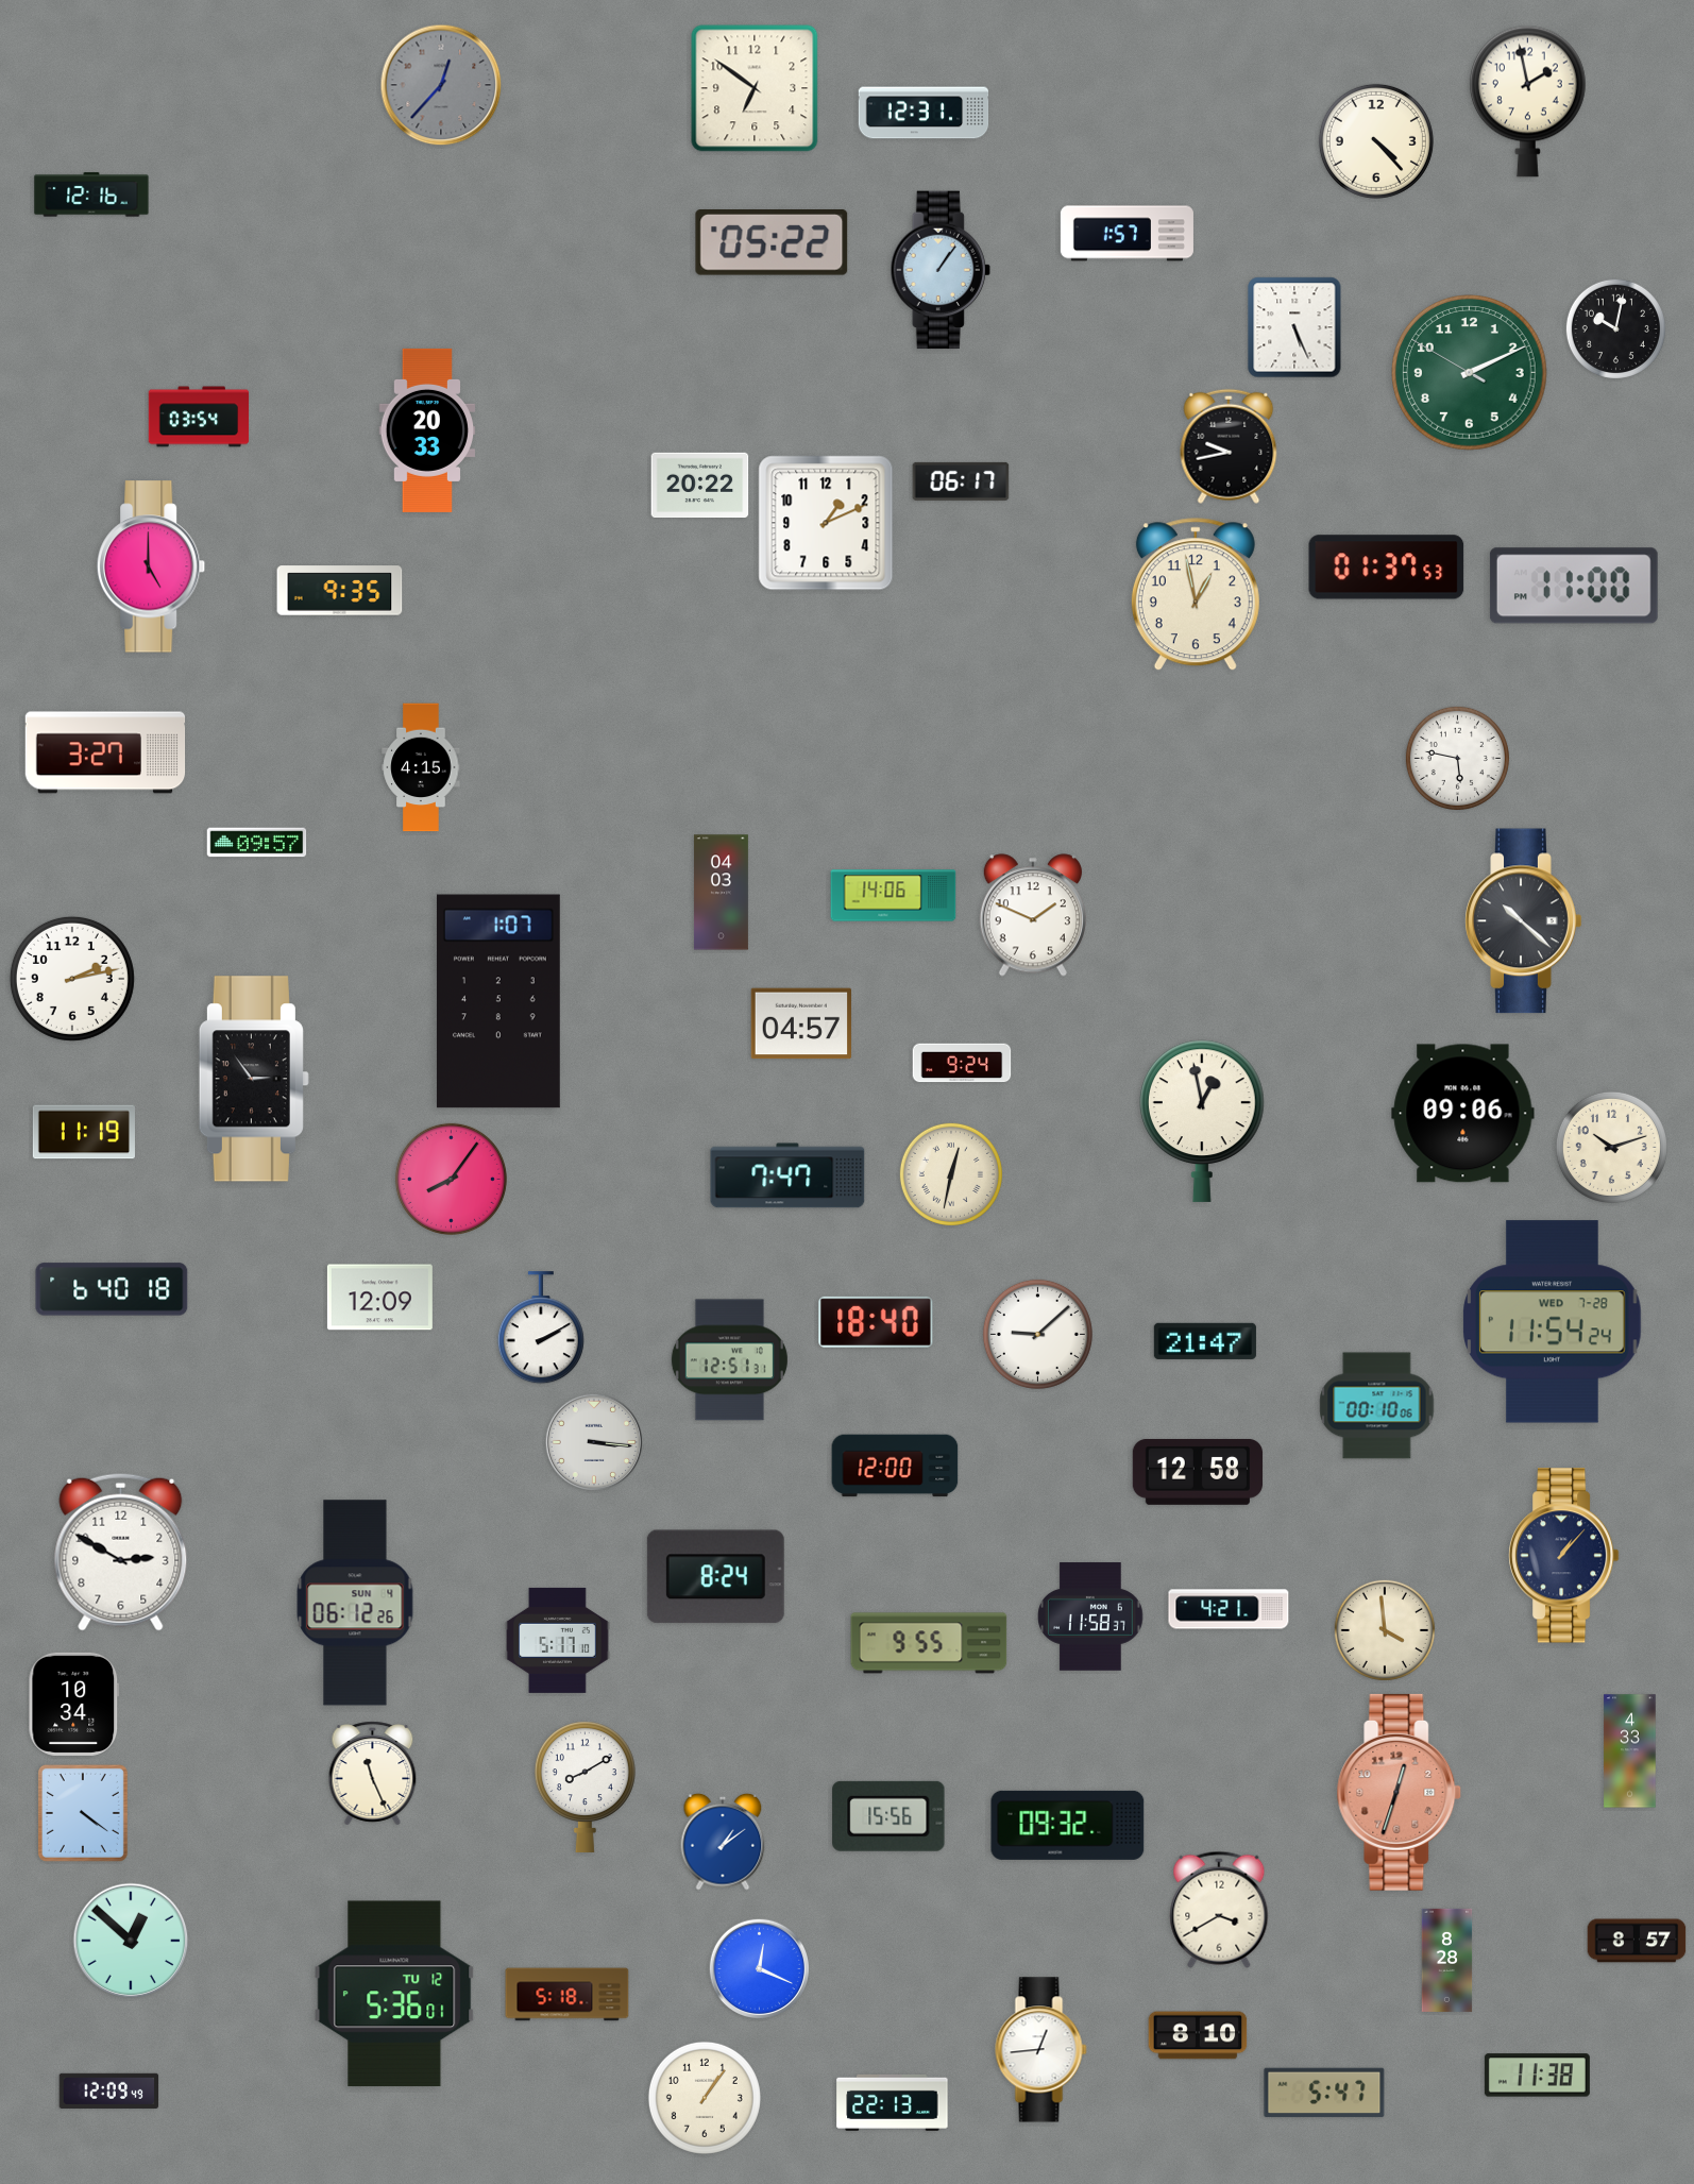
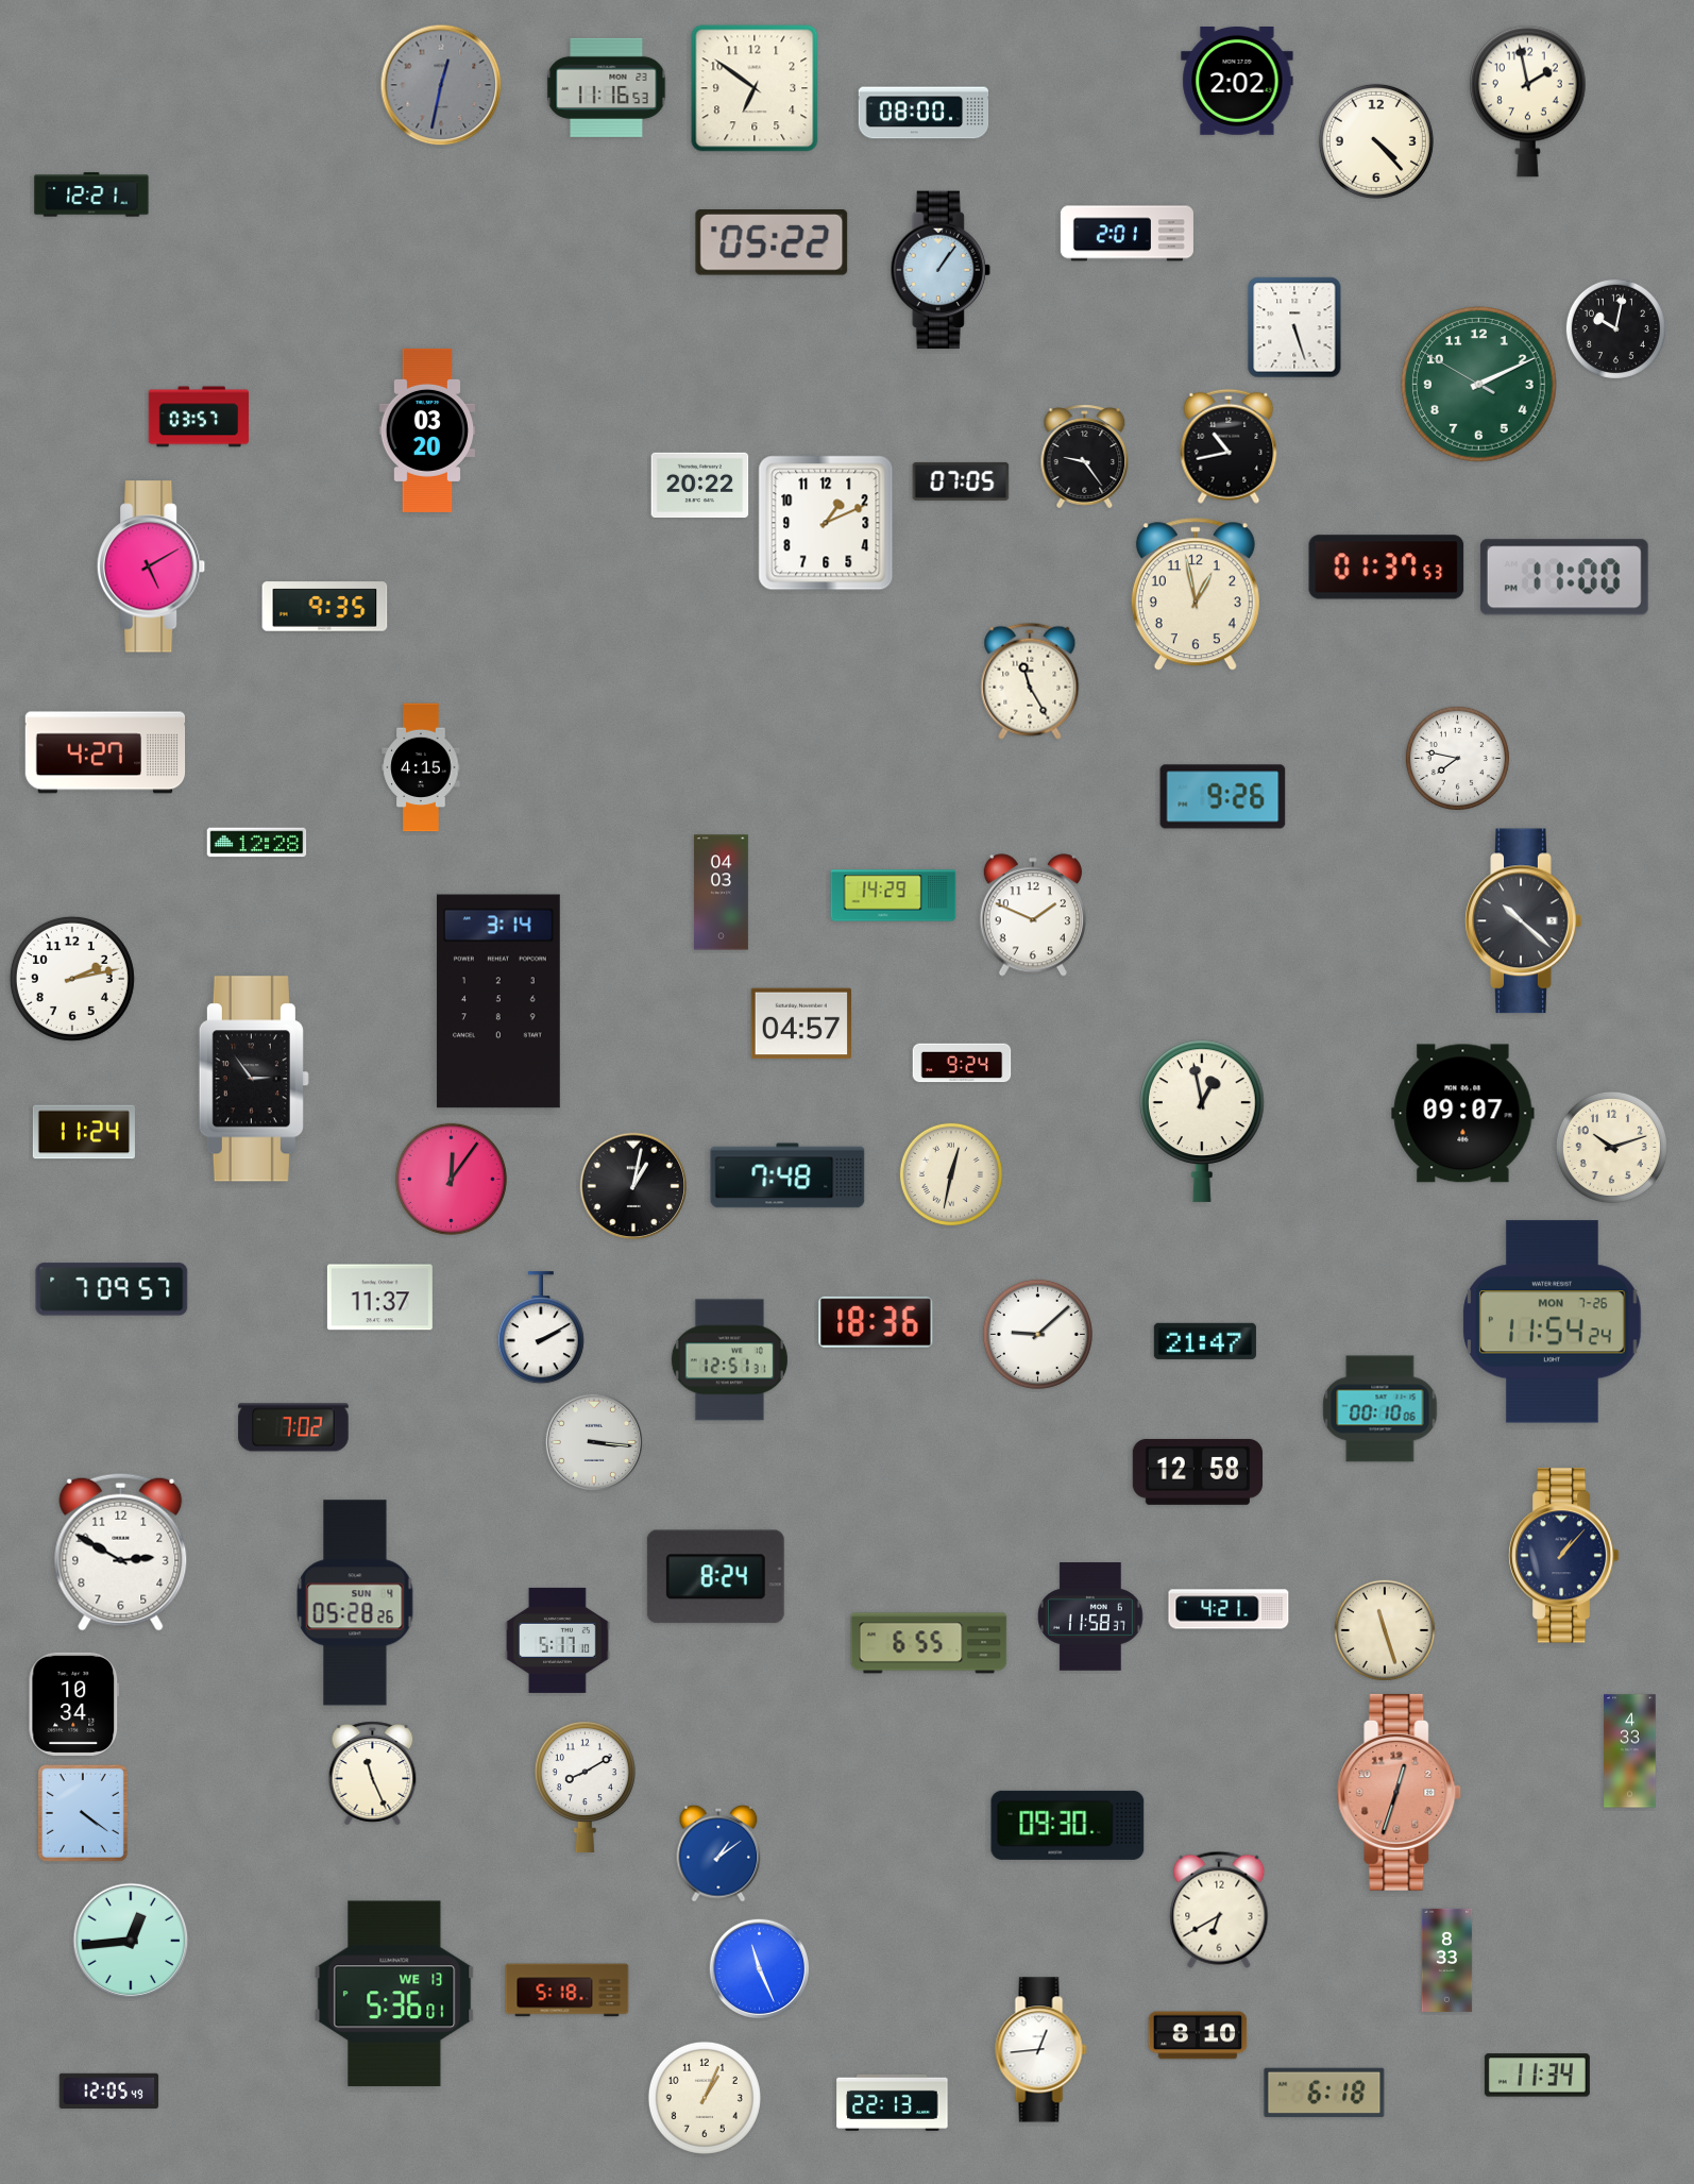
clock at (1237, 82): none -> 2:02
clock at (441, 85): 12:37 -> 12:32
clock at (607, 87): none -> 11:16
clock at (924, 113): 12:31 -> 08:00
clock at (91, 194): 12:16 -> 12:21
clock at (1126, 234): 1:57 -> 2:01
clock at (1294, 327): 5:26 -> 5:27
clock at (1470, 373) position: (1470, 373) -> (1479, 385)
clock at (199, 417): 03:54 -> 03:57
clock at (427, 430): 20:33 -> 03:20
clock at (1229, 446): 9:43 -> 10:43
clock at (1085, 457): none -> 9:24
clock at (961, 481): 06:17 -> 07:05
clock at (152, 566): 5:00 -> 5:10
clock at (1574, 586) position: (1574, 586) -> (1564, 577)
clock at (340, 591) position: (340, 591) -> (325, 607)
clock at (1030, 681): none -> 11:25
clock at (105, 752): 3:27 -> 4:27
clock at (1457, 758): 5:47 -> 7:47
clock at (1223, 797): none -> 9:26
clock at (257, 843): 09:57 -> 12:28
clock at (894, 896): 14:06 -> 14:29
clock at (498, 1001): 1:07 -> 3:14
clock at (1463, 1114): 09:06 -> 09:07
clock at (84, 1132): 11:19 -> 11:24
clock at (787, 1175): 7:47 -> 7:48
clock at (451, 1179): 8:06 -> 12:06
clock at (633, 1186): none -> 1:02
clock at (112, 1289): 6:40 -> 7:09
clock at (379, 1298): 12:09 -> 11:37
clock at (876, 1322): 18:40 -> 18:36
clock at (1553, 1322) date: WED 7-28 -> MON 7-26
clock at (1377, 1406) position: (1377, 1406) -> (1380, 1409)
clock at (293, 1427): none -> 7:02
clock at (895, 1466): 12:00 -> none
clock at (355, 1603): 06:12 -> 05:28
clock at (1385, 1630): 3:59 -> 11:27
clock at (929, 1643): 9:55 -> 6:55
clock at (888, 1816): 15:56 -> none
clock at (1068, 1825): 09:32 -> 09:30
clock at (723, 1842) position: (723, 1842) -> (718, 1853)
clock at (1219, 1910): 3:40 -> 6:40
clock at (131, 1941): 12:52 -> 12:44
clock at (1637, 1941): 8:57 -> none
clock at (1447, 1960): 8:28 -> 8:33
clock at (760, 1969): 12:19 -> 11:26
clock at (394, 1994) date: TU 12 -> WE 13
clock at (568, 1995) position: (568, 1995) -> (568, 1991)
clock at (1537, 2076): 11:38 -> 11:34
clock at (109, 2090): 12:09 -> 12:05
clock at (1324, 2093): 5:47 -> 6:18
clock at (705, 2098): 1:06 -> 1:04
